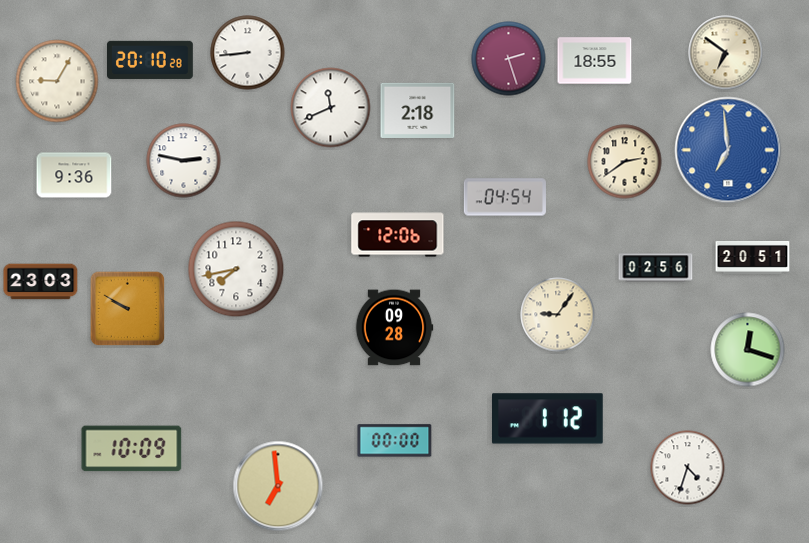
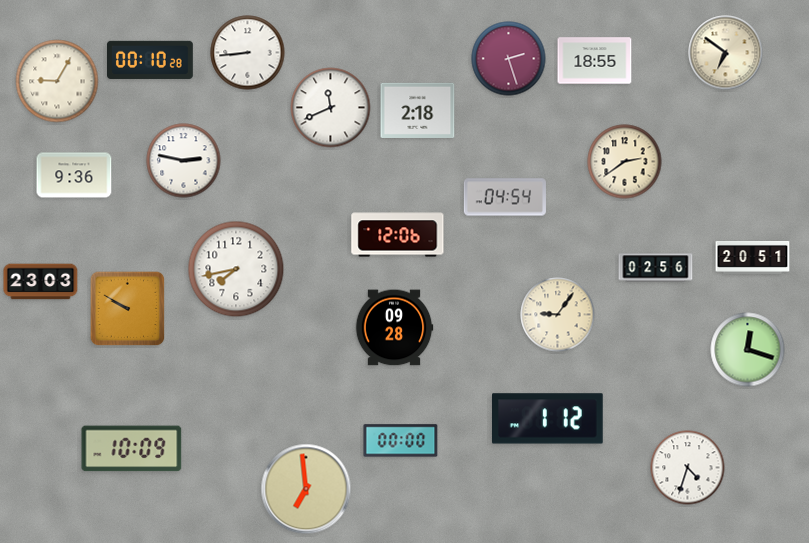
clock at (151, 60): 20:10 -> 00:10
clock at (728, 150): 6:59 -> none
clock at (395, 441) position: (395, 441) -> (401, 441)
clock at (278, 486) position: (278, 486) -> (306, 489)
